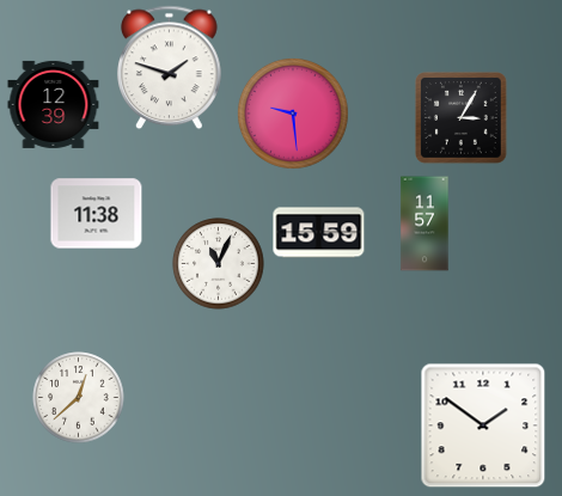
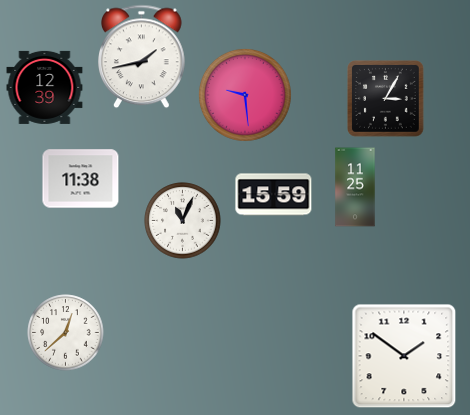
clock at (170, 68): 1:48 -> 1:43
clock at (424, 223): 11:57 -> 11:25
clock at (319, 233) position: (319, 233) -> (274, 195)
